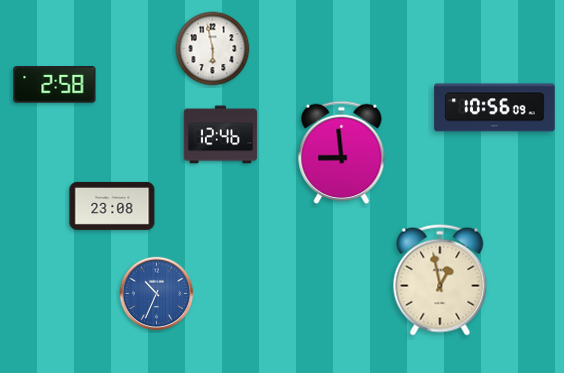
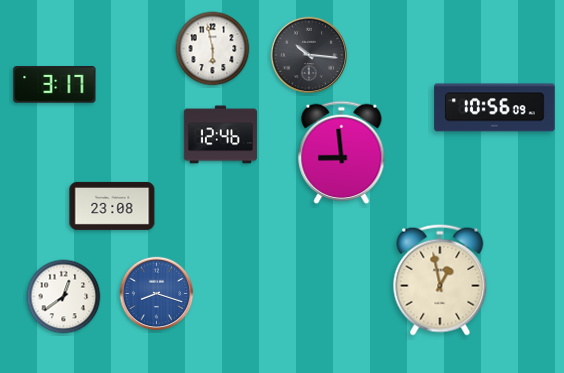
clock at (309, 55): none -> 10:16
clock at (55, 85): 2:58 -> 3:17
clock at (157, 294): 10:34 -> 8:18
clock at (64, 297): none -> 12:39
